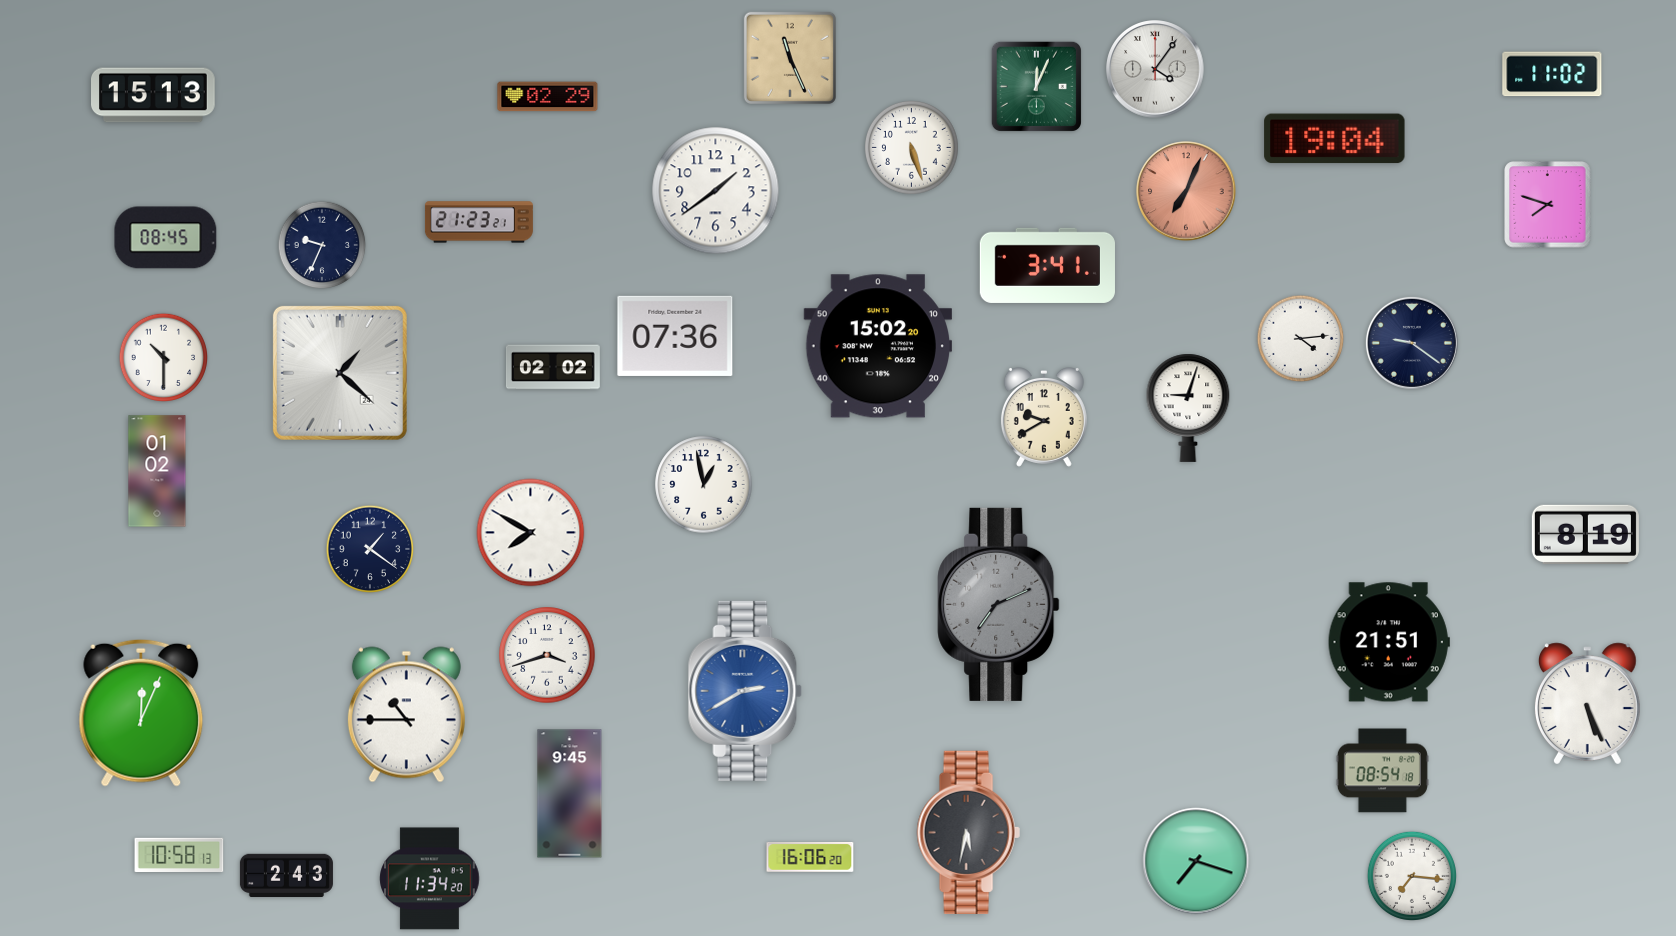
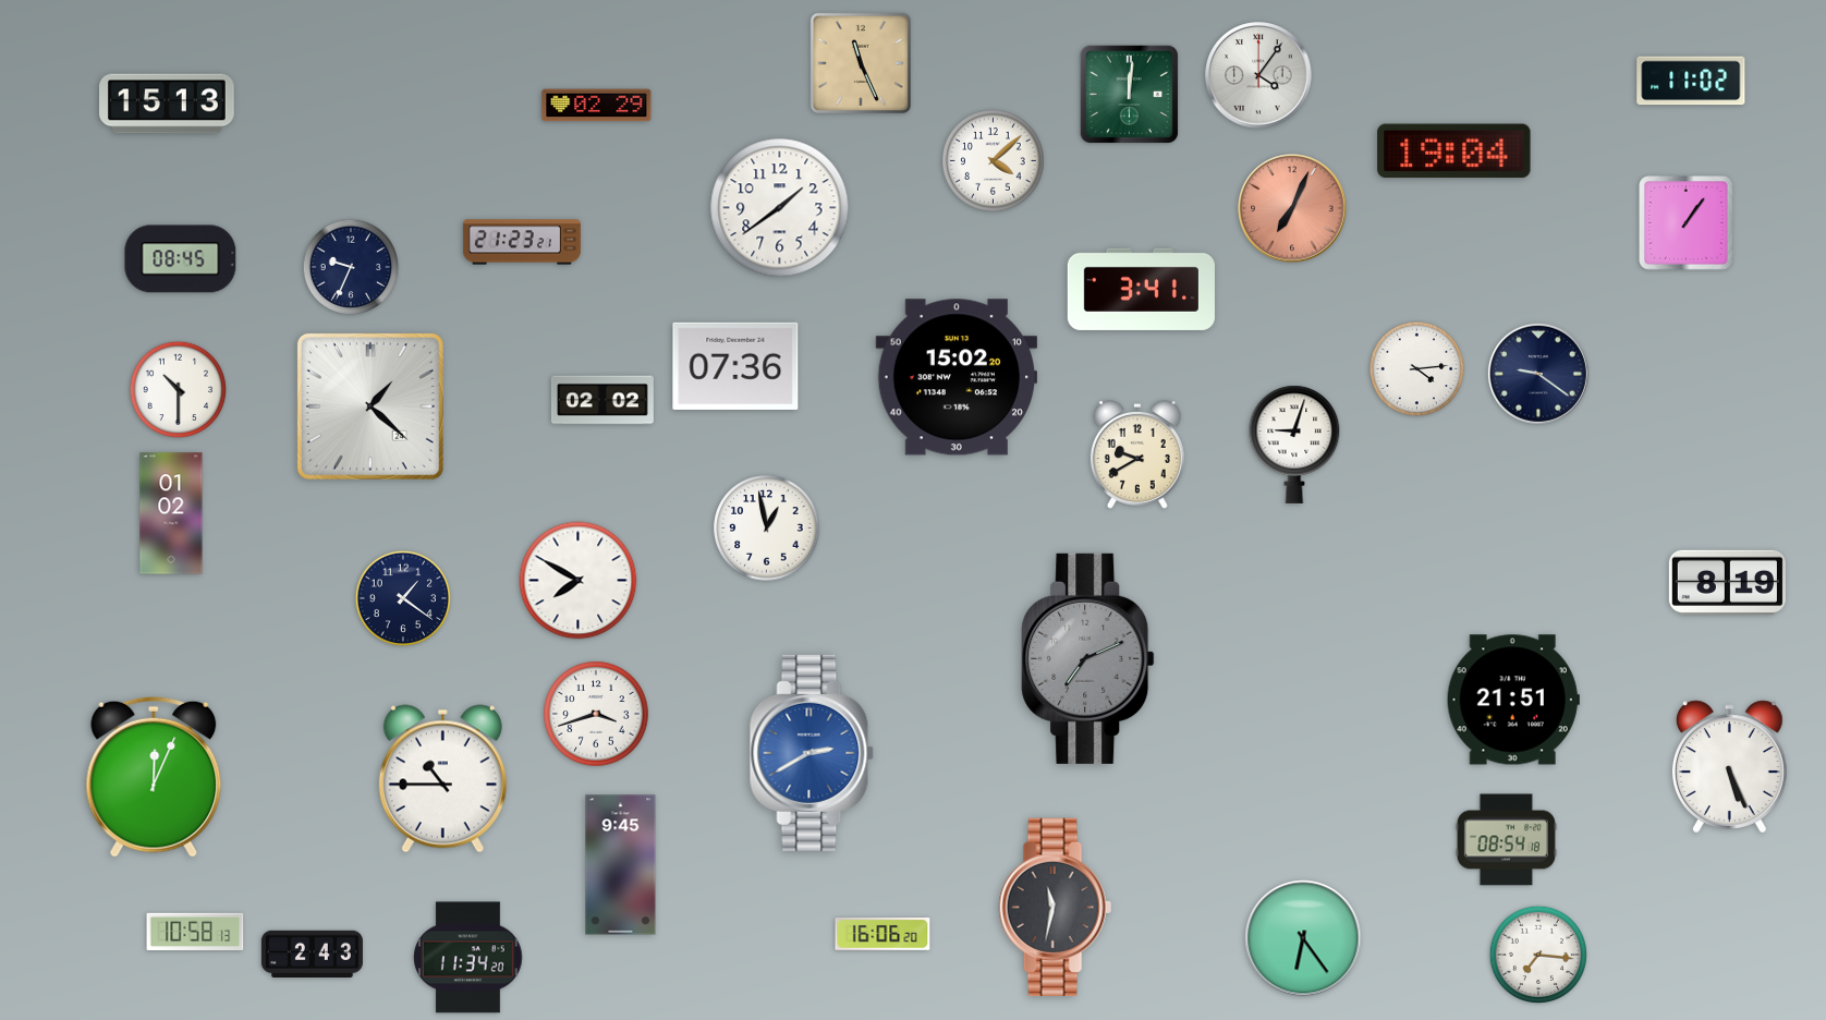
clock at (1036, 86): 12:04 -> 12:01
clock at (912, 148): 5:27 -> 4:08
clock at (1548, 205): 7:48 -> 1:06
clock at (968, 832): 5:32 -> 11:32
clock at (1196, 861): 7:18 -> 6:24
